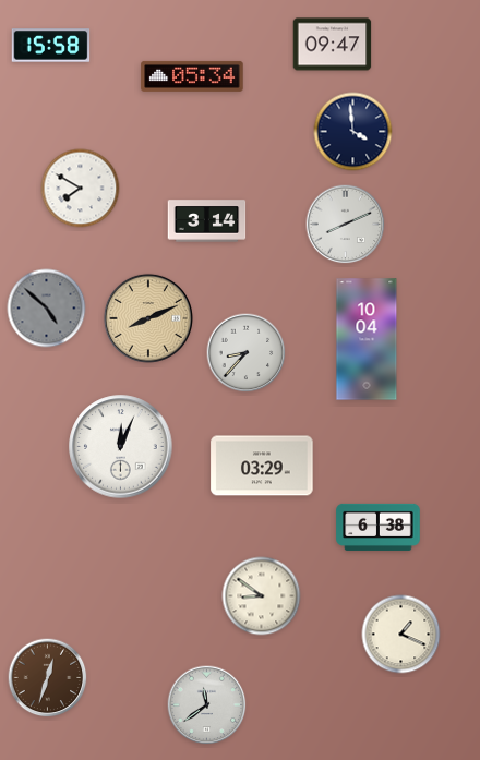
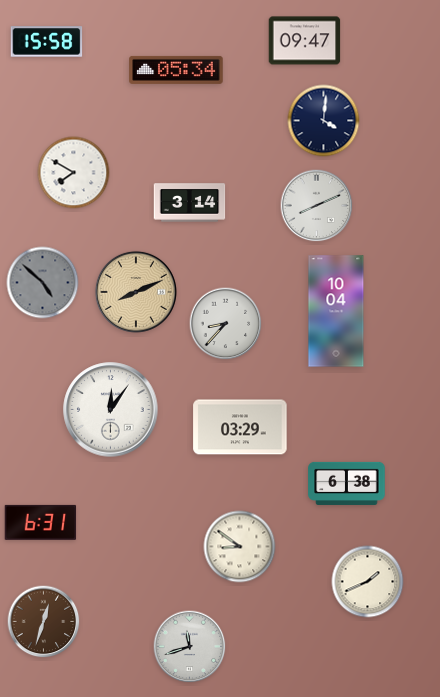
clock at (353, 132): 3:59 -> 4:01
clock at (121, 447): 12:04 -> 12:06
clock at (41, 522): none -> 6:31
clock at (401, 635): 1:19 -> 1:41
clock at (207, 705): 11:39 -> 11:42
